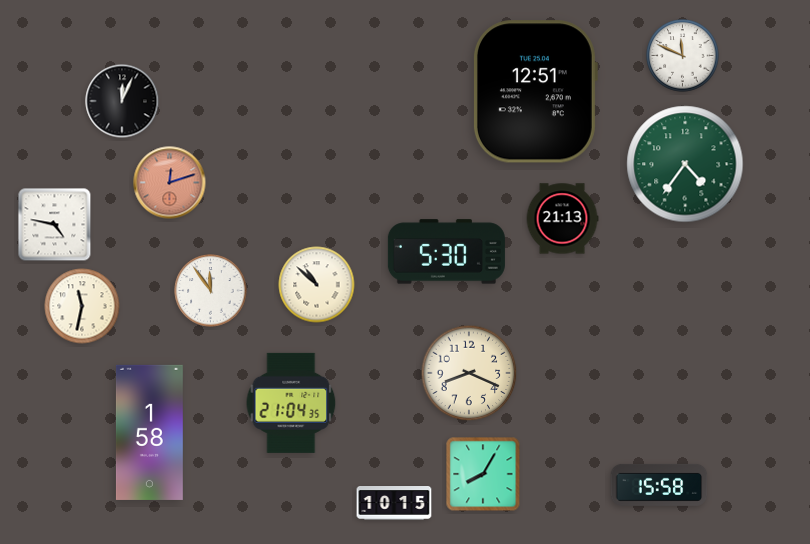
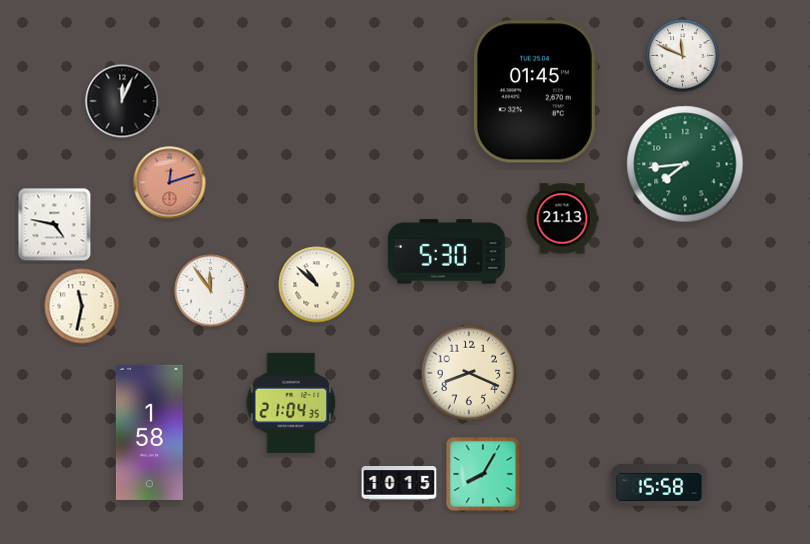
clock at (535, 92): 12:51 -> 01:45
clock at (685, 164): 4:36 -> 7:44
clock at (394, 503) position: (394, 503) -> (399, 483)
